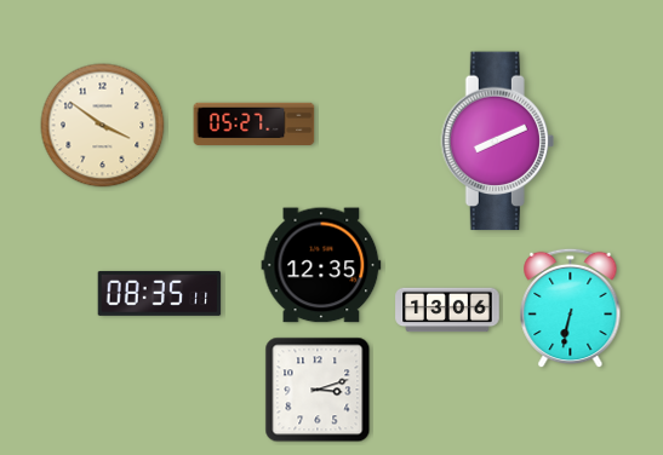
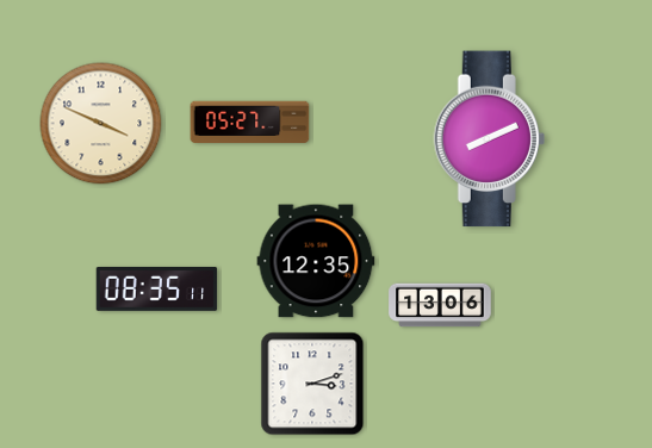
clock at (103, 126): 3:51 -> 3:49
clock at (571, 309): 6:32 -> none
